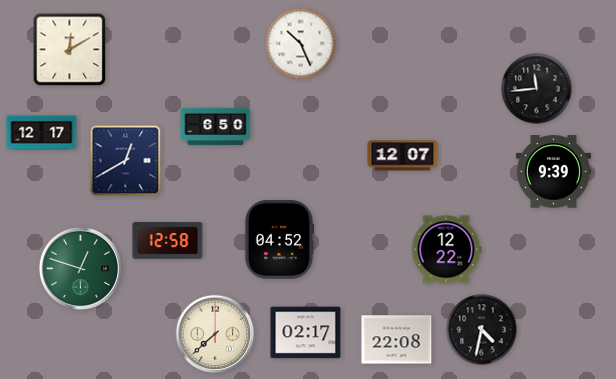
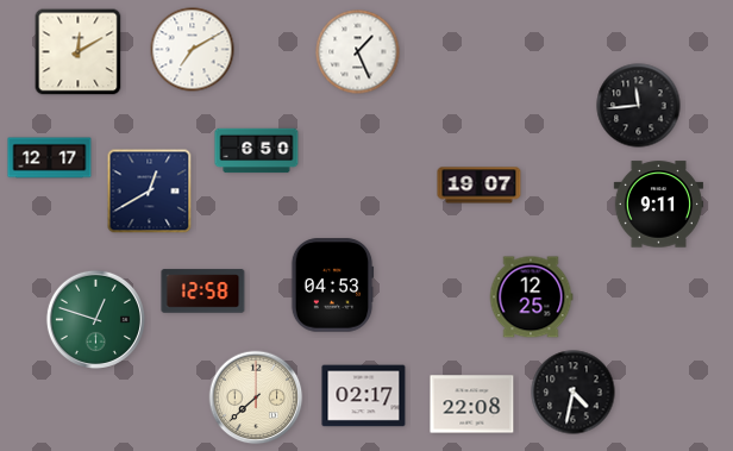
clock at (193, 50): none -> 7:10
clock at (301, 44): 10:26 -> 1:26
clock at (70, 50) position: (70, 50) -> (79, 52)
clock at (403, 156): 12:07 -> 19:07
clock at (553, 172): 9:39 -> 9:11
clock at (279, 240): 04:52 -> 04:53
clock at (168, 241) position: (168, 241) -> (203, 292)
clock at (446, 250): 12:22 -> 12:25
